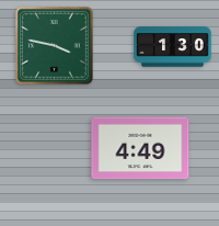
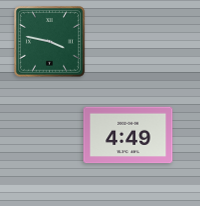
clock at (173, 47): 1:30 -> none
